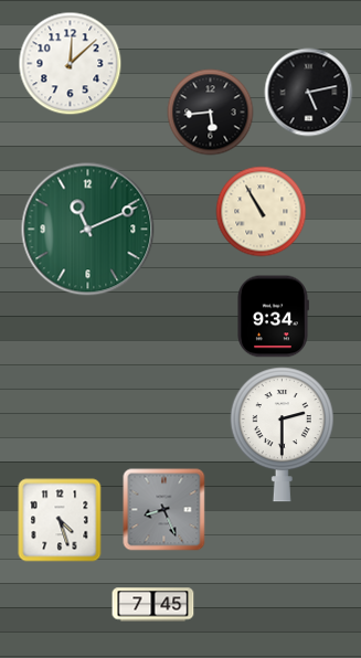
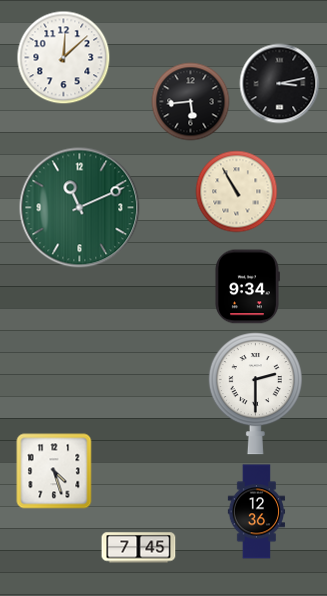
clock at (309, 93): 5:13 -> 3:13
clock at (164, 510): 8:26 -> none
clock at (257, 512): none -> 12:36
